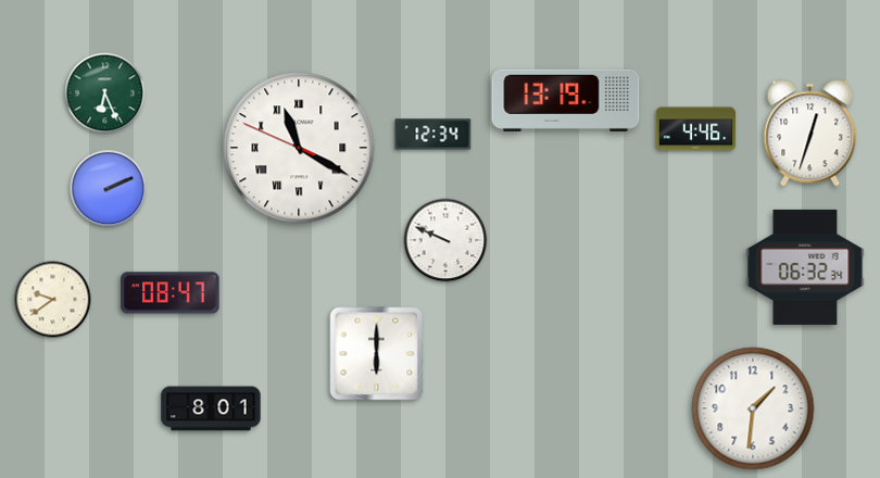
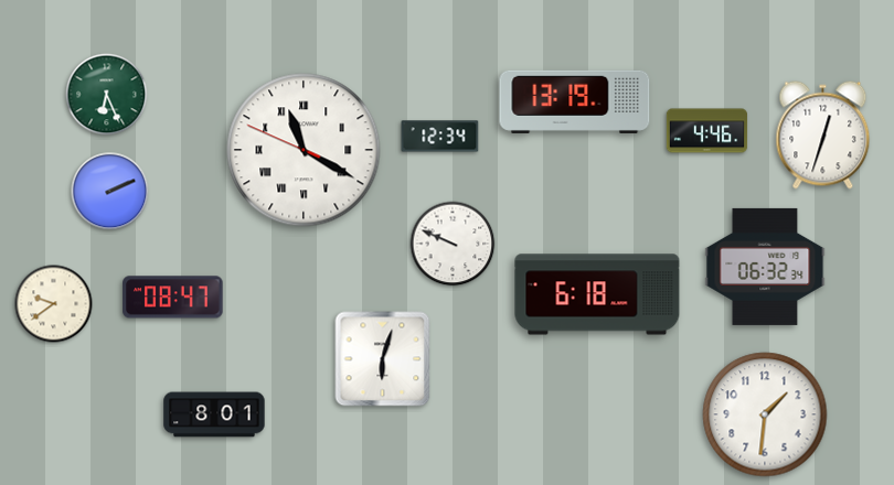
clock at (805, 267) position: (805, 267) -> (765, 267)
clock at (597, 294): none -> 6:18
clock at (377, 354): 6:00 -> 6:03
